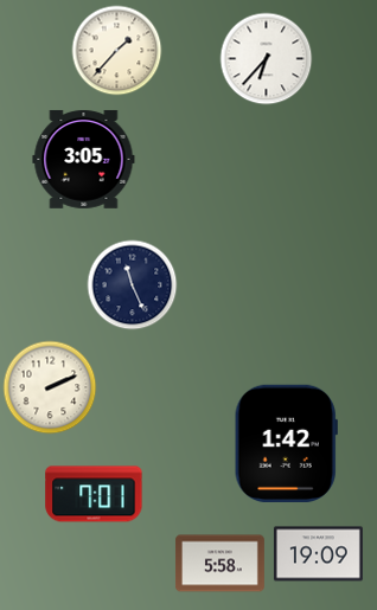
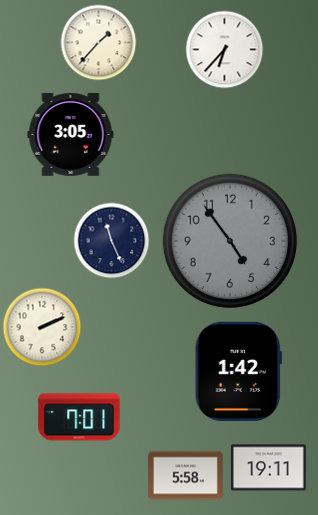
clock at (230, 241): none -> 4:54
clock at (286, 443) position: (286, 443) -> (238, 371)
clock at (318, 554): 19:09 -> 19:11
